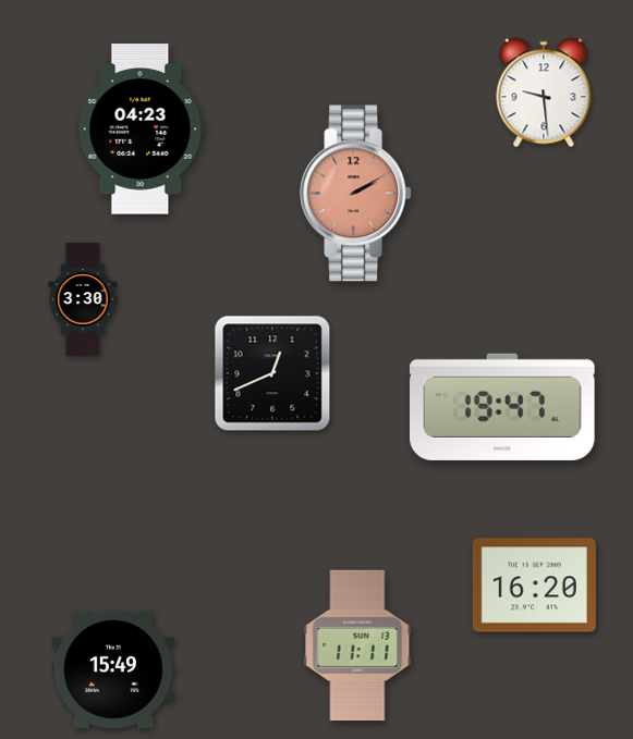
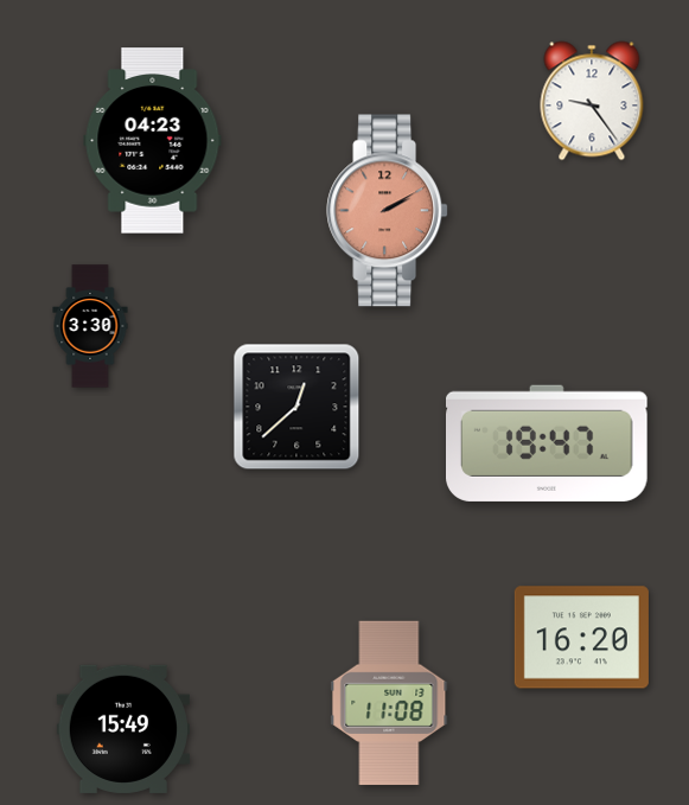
clock at (544, 93): 9:29 -> 9:24
clock at (272, 373): 12:41 -> 12:38
clock at (357, 645): 11:11 -> 11:08
